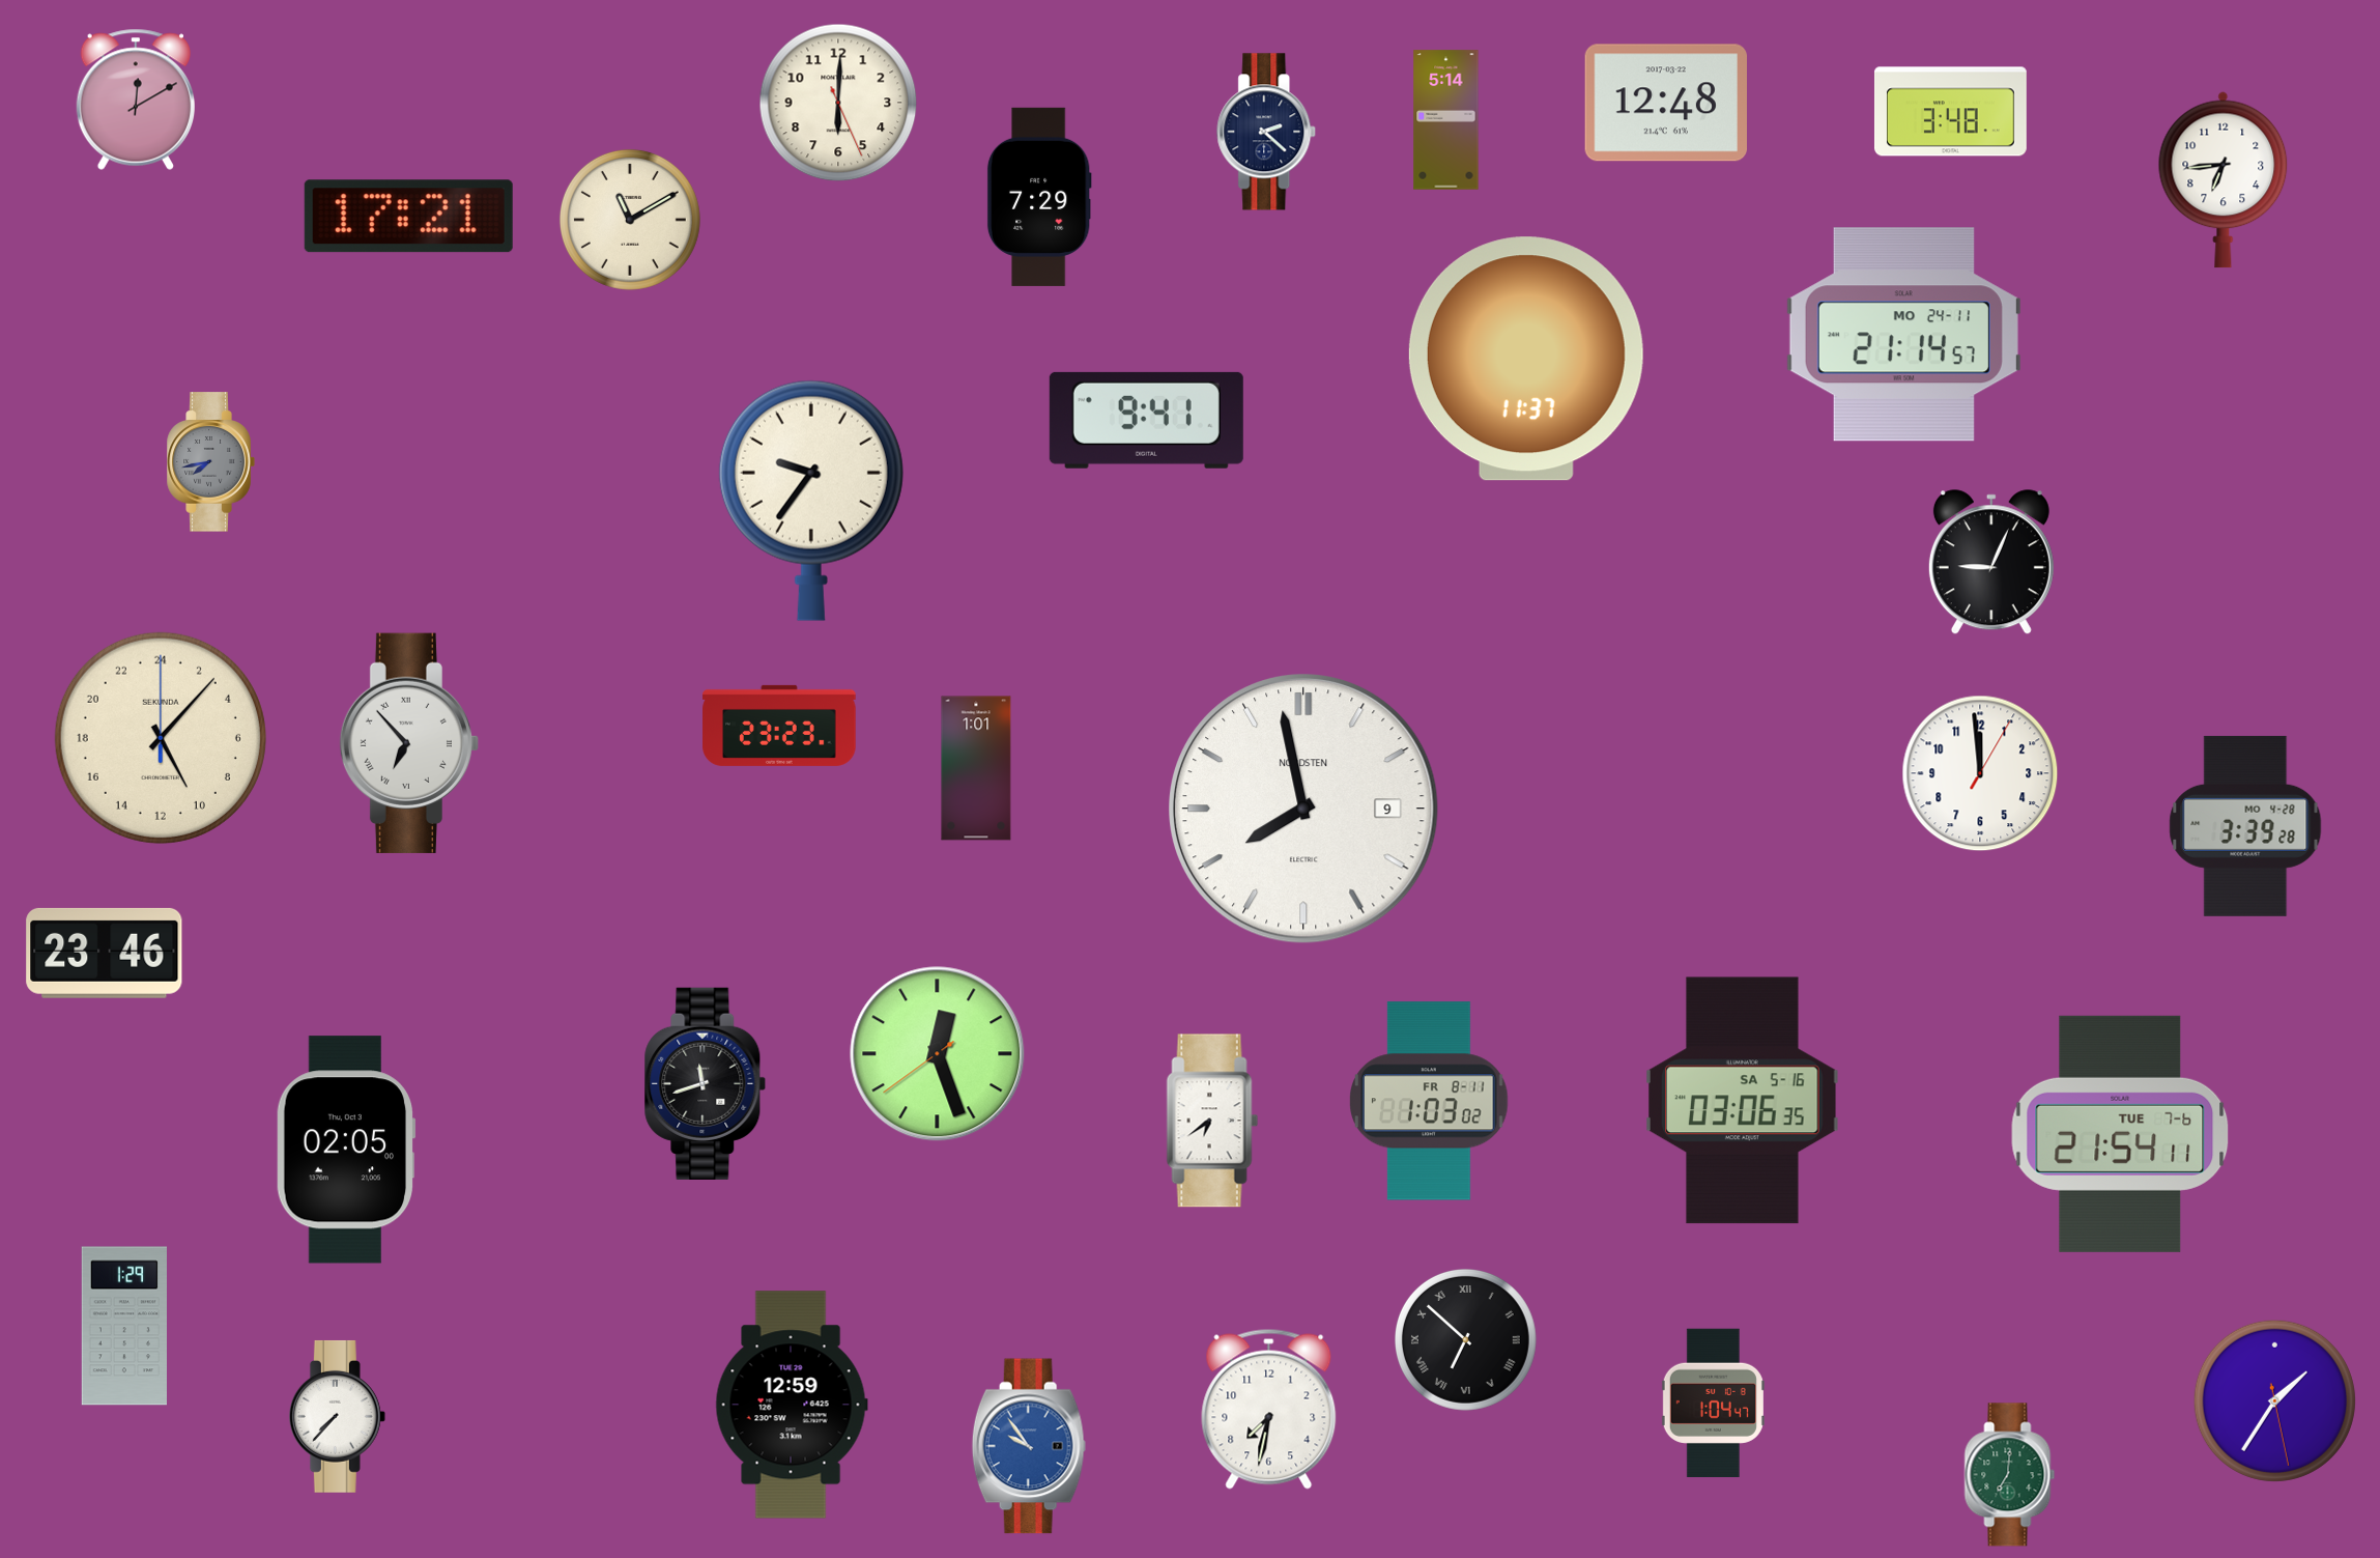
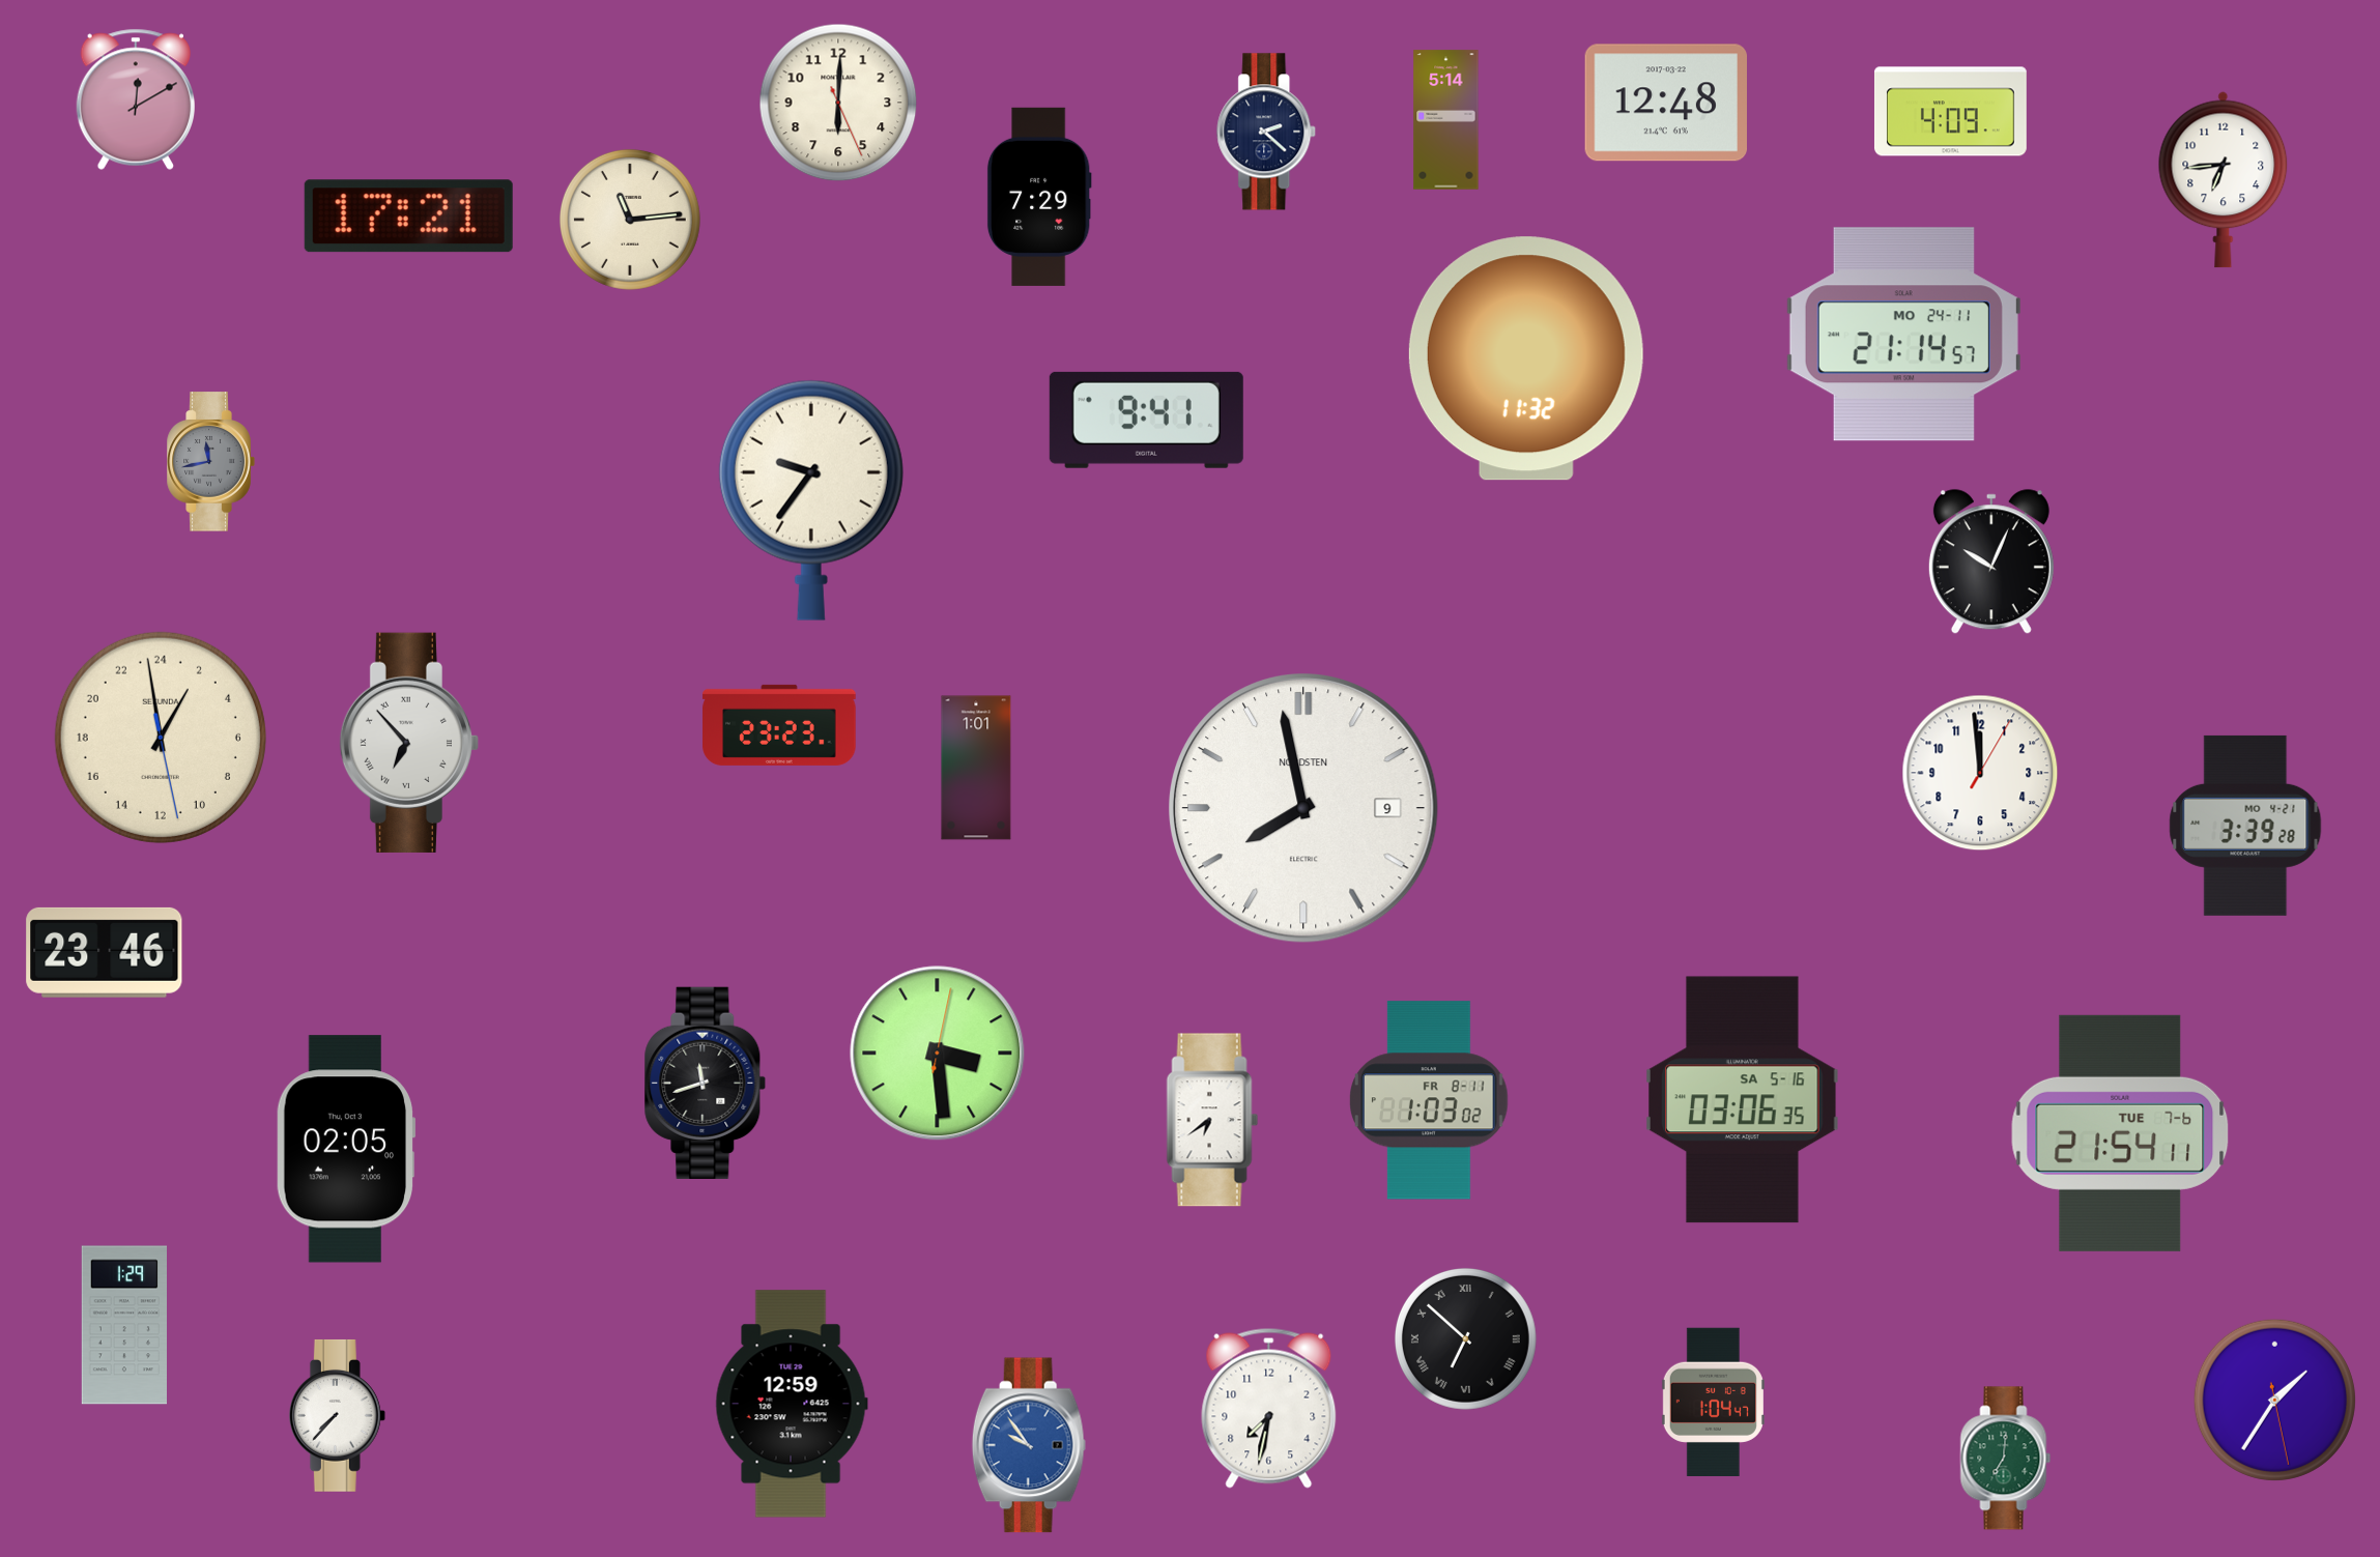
clock at (1950, 112): 3:48 -> 4:09
clock at (630, 220): 11:10 -> 11:14
clock at (1526, 359): 11:37 -> 11:32
clock at (210, 462): 7:43 -> 11:43
clock at (1991, 563): 9:04 -> 10:04
clock at (161, 738): 10:07 -> 1:58
clock at (2245, 826) date: MO 4-28 -> MO 4-21
clock at (938, 1054): 12:26 -> 3:29
clock at (2010, 1475) position: (2010, 1475) -> (2006, 1459)
